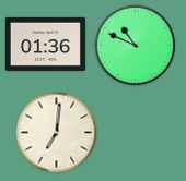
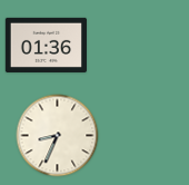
clock at (136, 46): 10:49 -> none
clock at (57, 133): 7:01 -> 8:34
